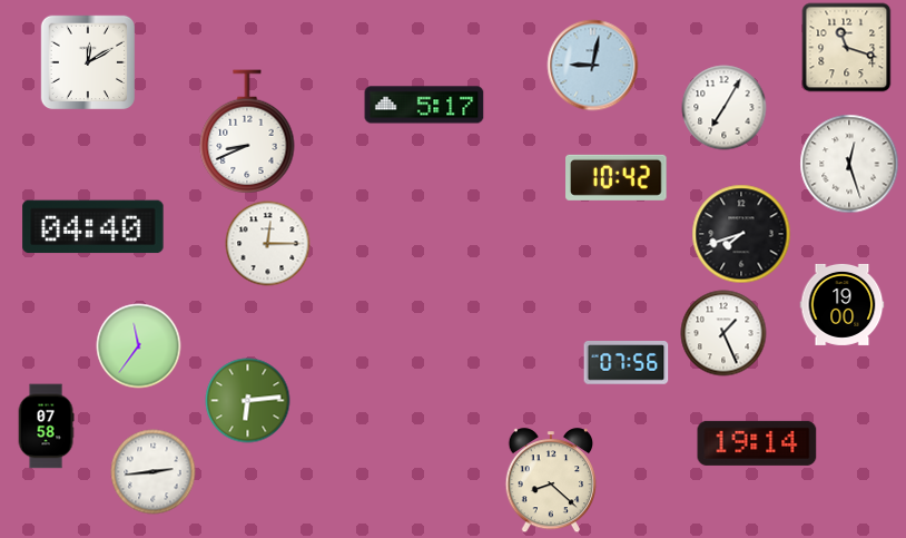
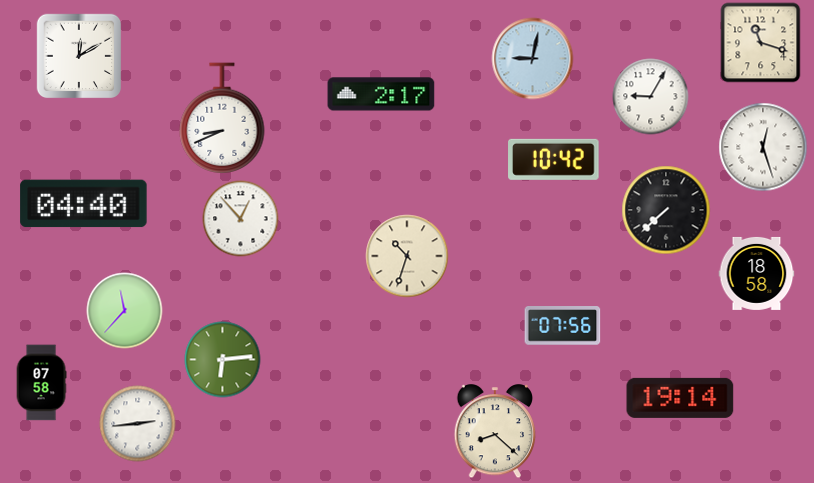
clock at (424, 105): 5:17 -> 2:17
clock at (725, 108): 7:05 -> 9:05
clock at (741, 234): 7:42 -> 7:38
clock at (268, 244): 12:15 -> 12:53
clock at (407, 256): none -> 10:33
clock at (843, 304): 19:00 -> 18:58
clock at (723, 333): 1:26 -> none
clock at (139, 346): 11:36 -> 11:37
